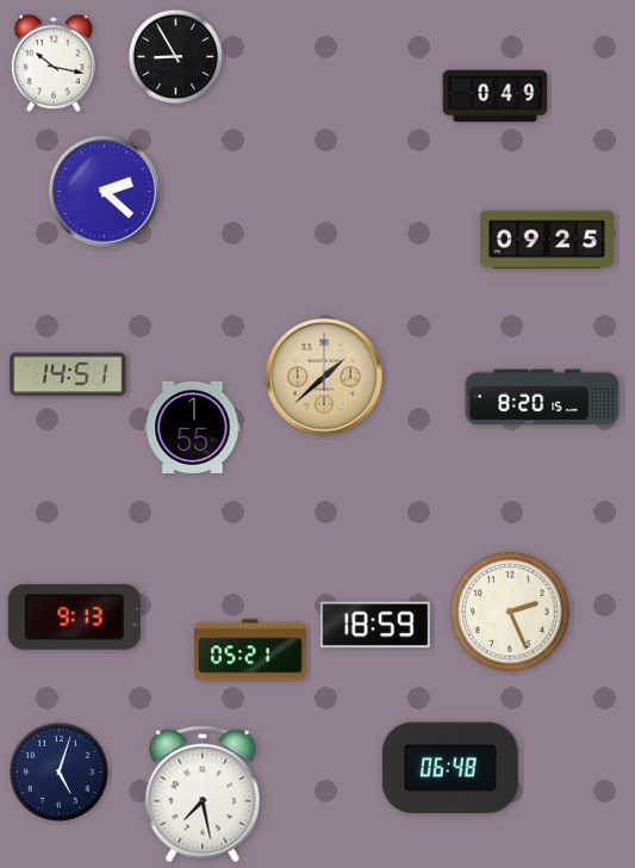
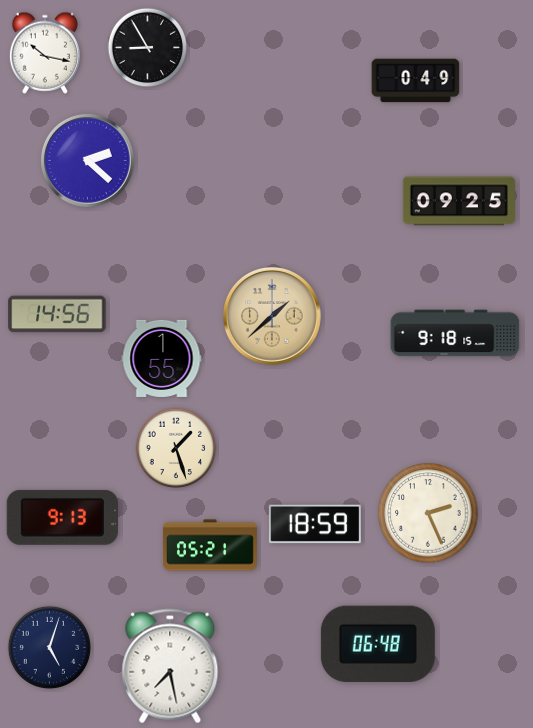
clock at (68, 374): 14:51 -> 14:56
clock at (542, 397): 8:20 -> 9:18
clock at (176, 448): none -> 1:27
